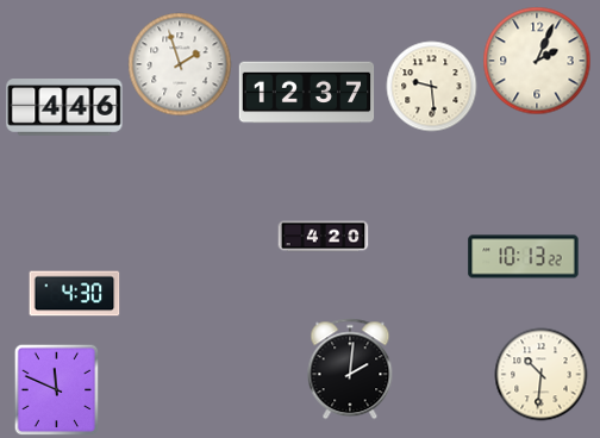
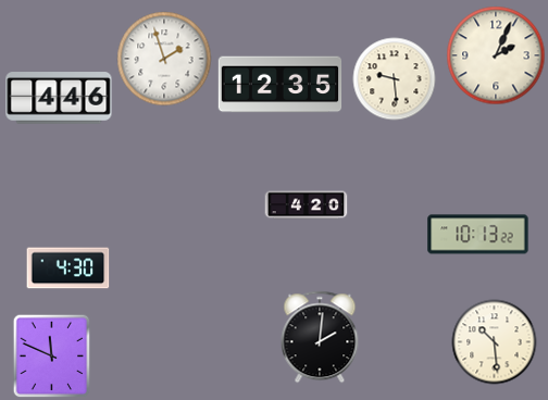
clock at (537, 61) position: (537, 61) -> (496, 55)
clock at (307, 93): 12:37 -> 12:35
clock at (324, 237) position: (324, 237) -> (307, 205)
clock at (542, 375): 10:31 -> 10:29
